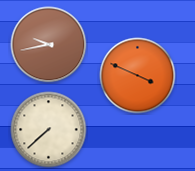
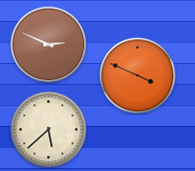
clock at (49, 45): 9:43 -> 2:49
clock at (49, 130): 7:38 -> 5:38
